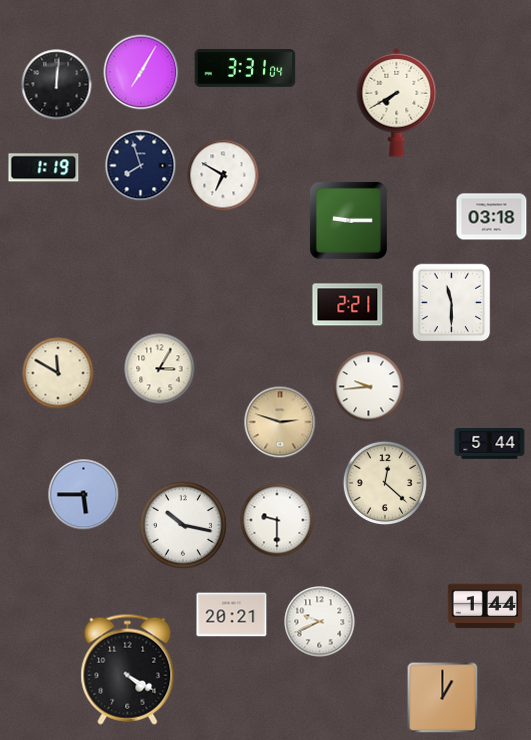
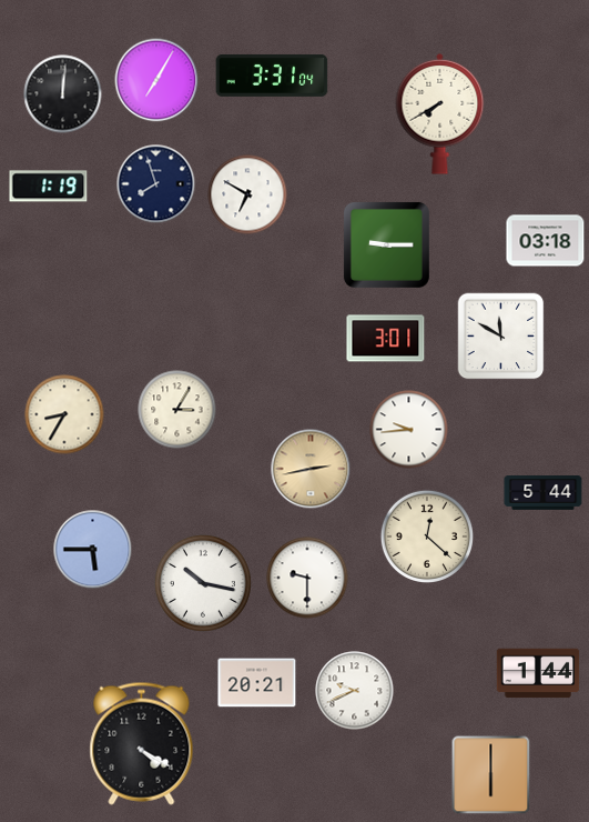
clock at (452, 303): 11:30 -> 11:50
clock at (348, 305): 2:21 -> 3:01
clock at (58, 373): 11:50 -> 8:35
clock at (280, 422): 2:48 -> 2:43
clock at (443, 698): 1:00 -> 6:00
